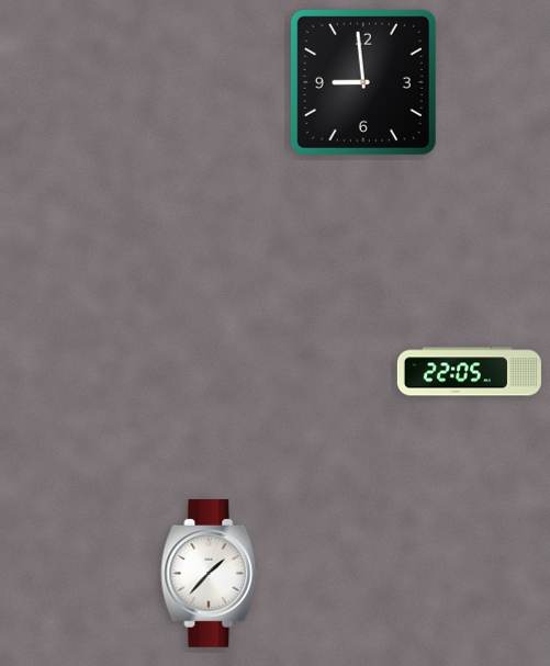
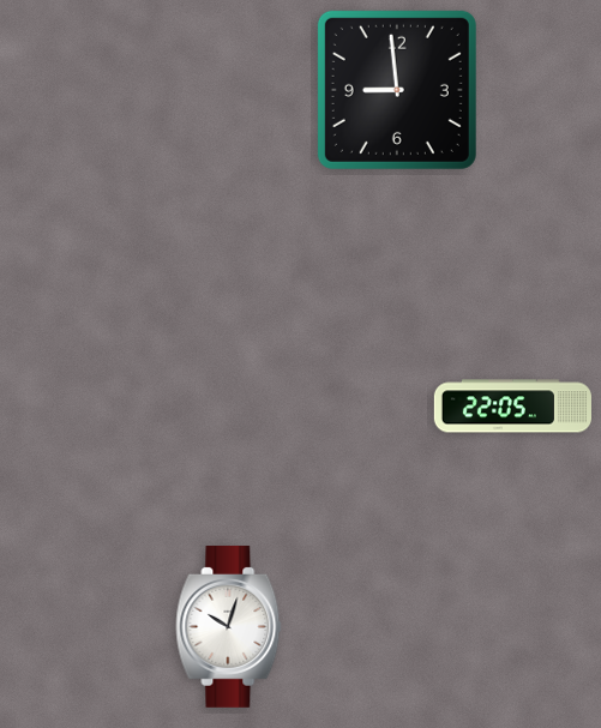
clock at (210, 573): 1:37 -> 10:03
